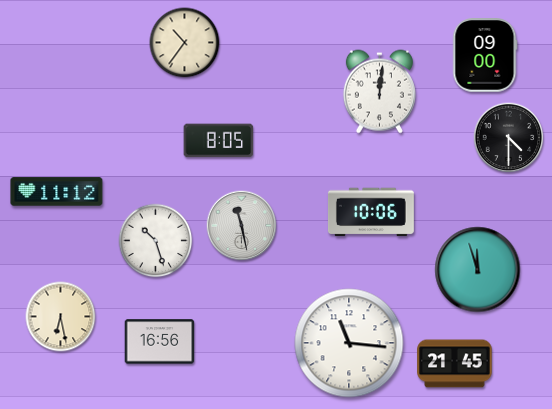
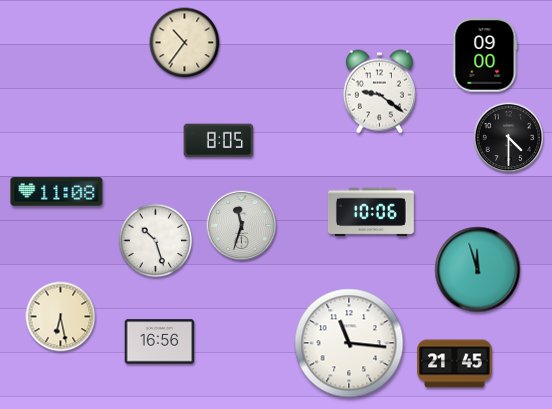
clock at (379, 92): 12:01 -> 9:21
clock at (57, 192): 11:12 -> 11:08
clock at (242, 226): 11:28 -> 11:33
